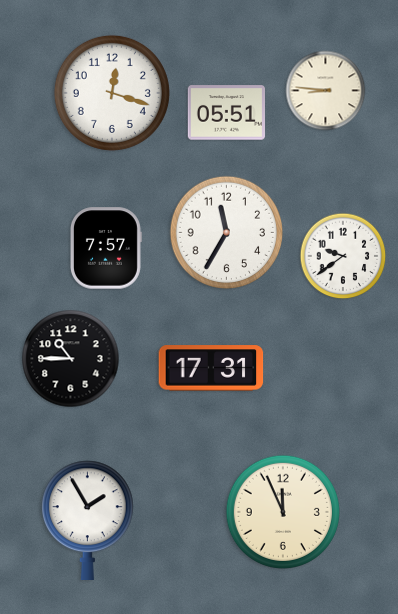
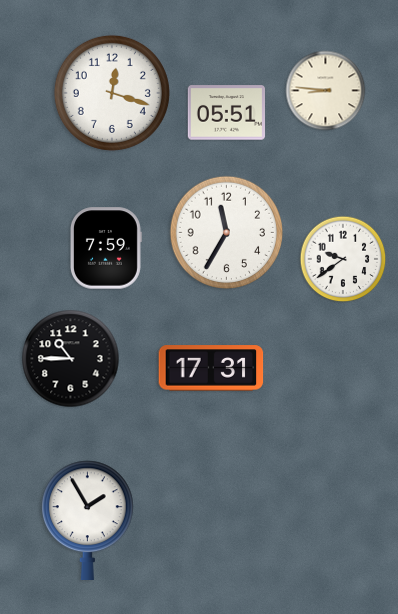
clock at (105, 248): 7:57 -> 7:59
clock at (343, 256) position: (343, 256) -> (343, 259)
clock at (283, 512): 11:56 -> none
